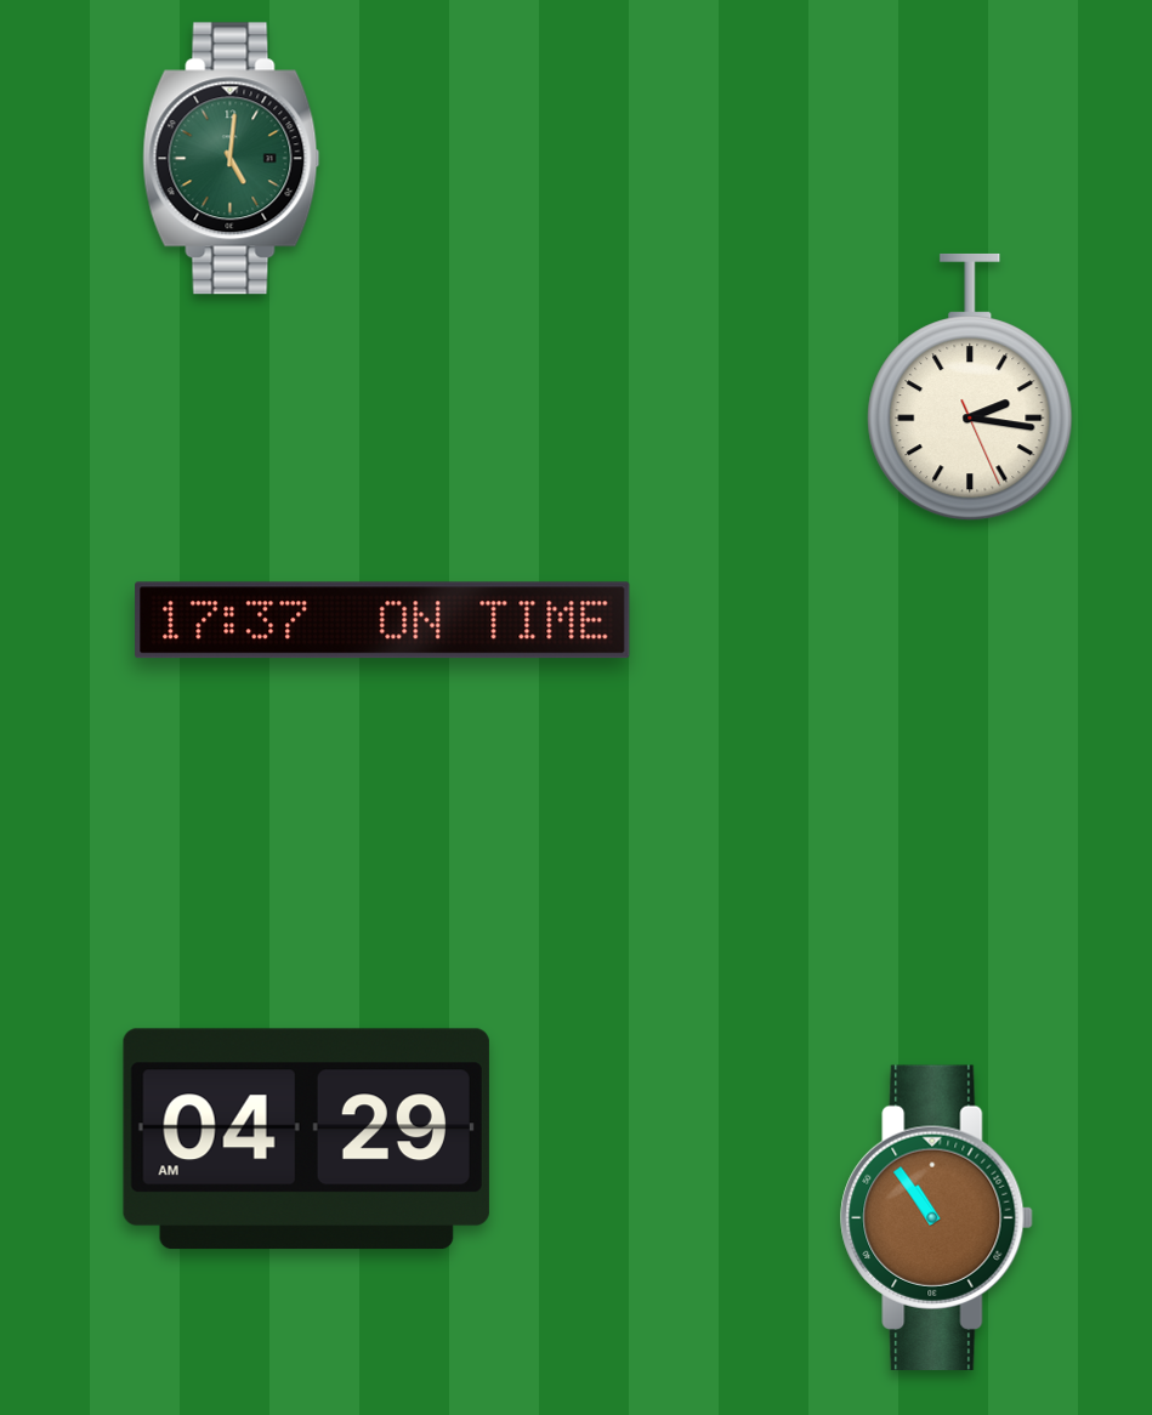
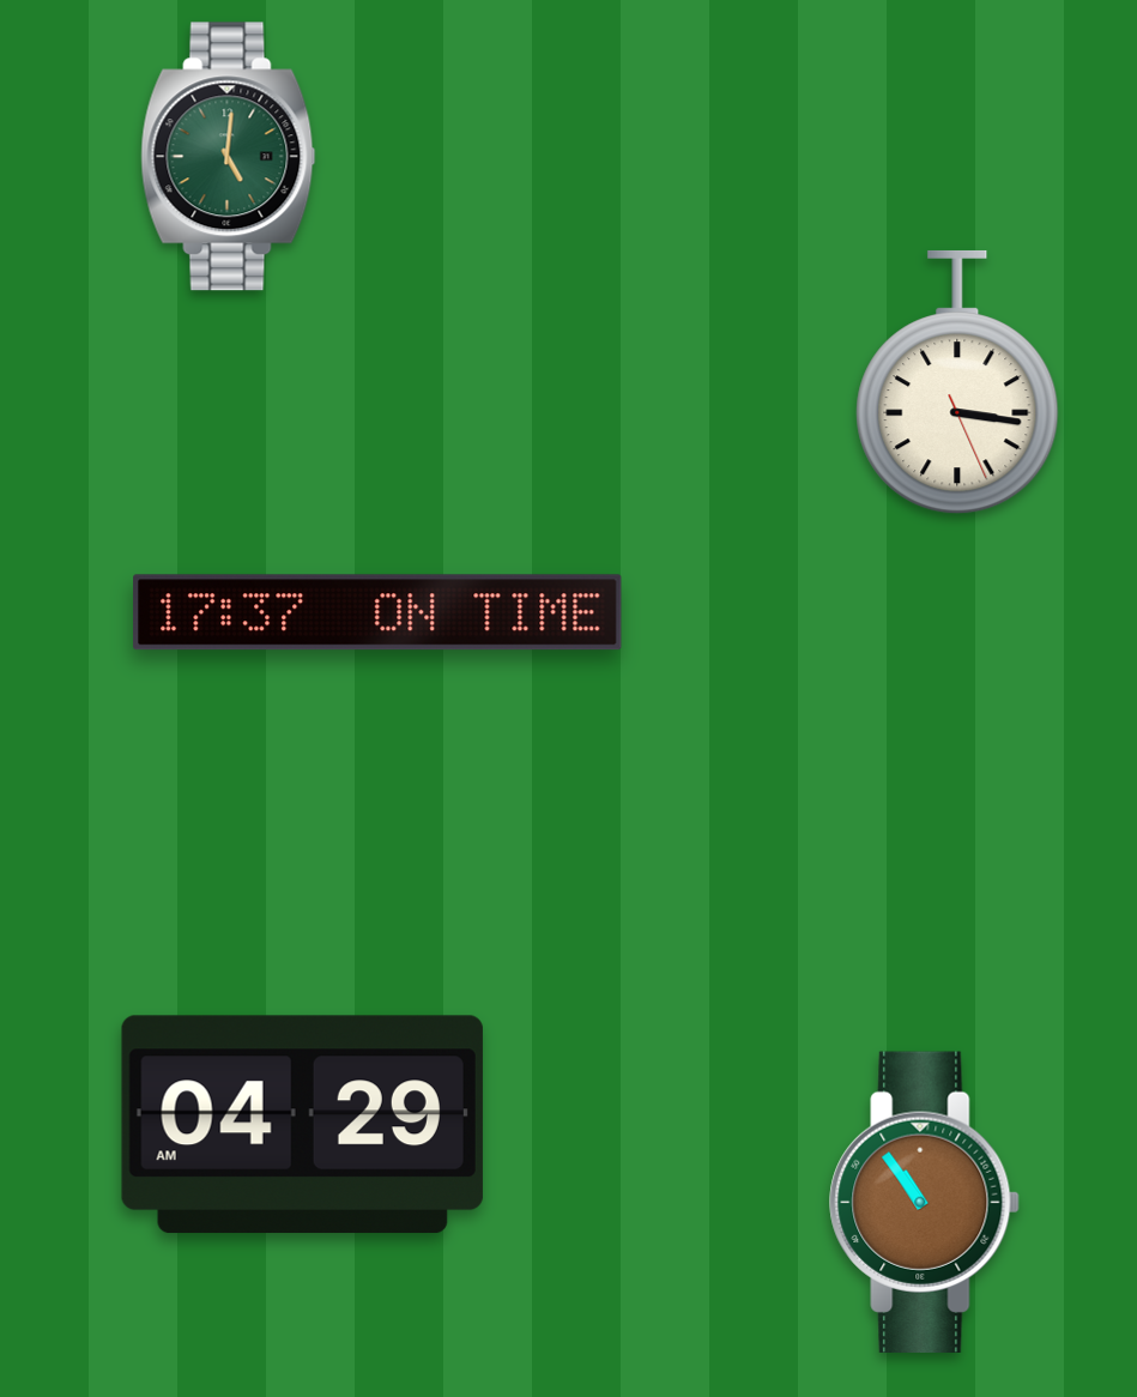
clock at (970, 387): 2:16 -> 3:16
